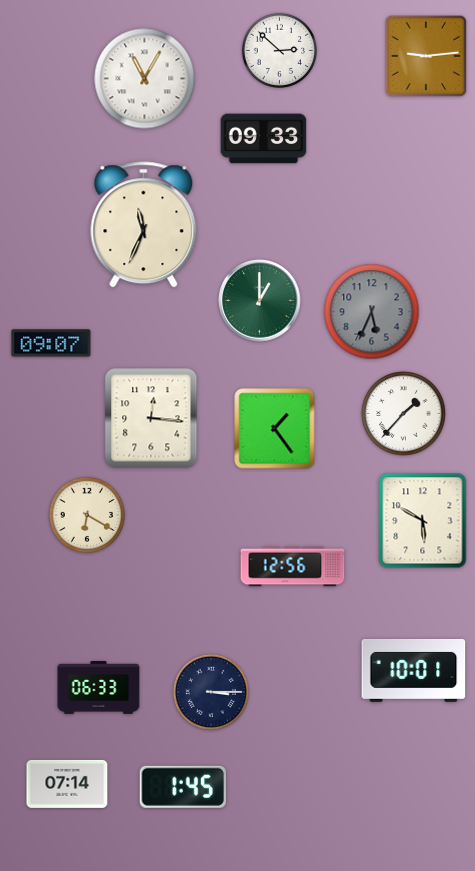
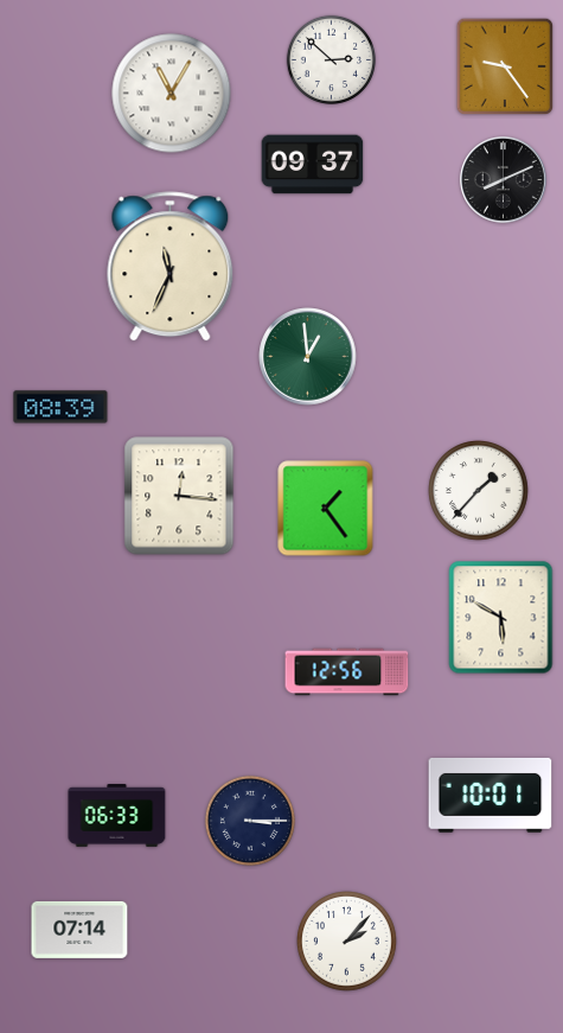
clock at (426, 56): 9:14 -> 9:24
clock at (264, 139): 09:33 -> 09:37
clock at (504, 180): none -> 8:11
clock at (260, 301): 1:00 -> 12:59
clock at (372, 312): 5:34 -> none
clock at (51, 343): 09:07 -> 08:39
clock at (87, 515): 6:20 -> none
clock at (182, 787): 1:45 -> none
clock at (347, 942): none -> 2:07
